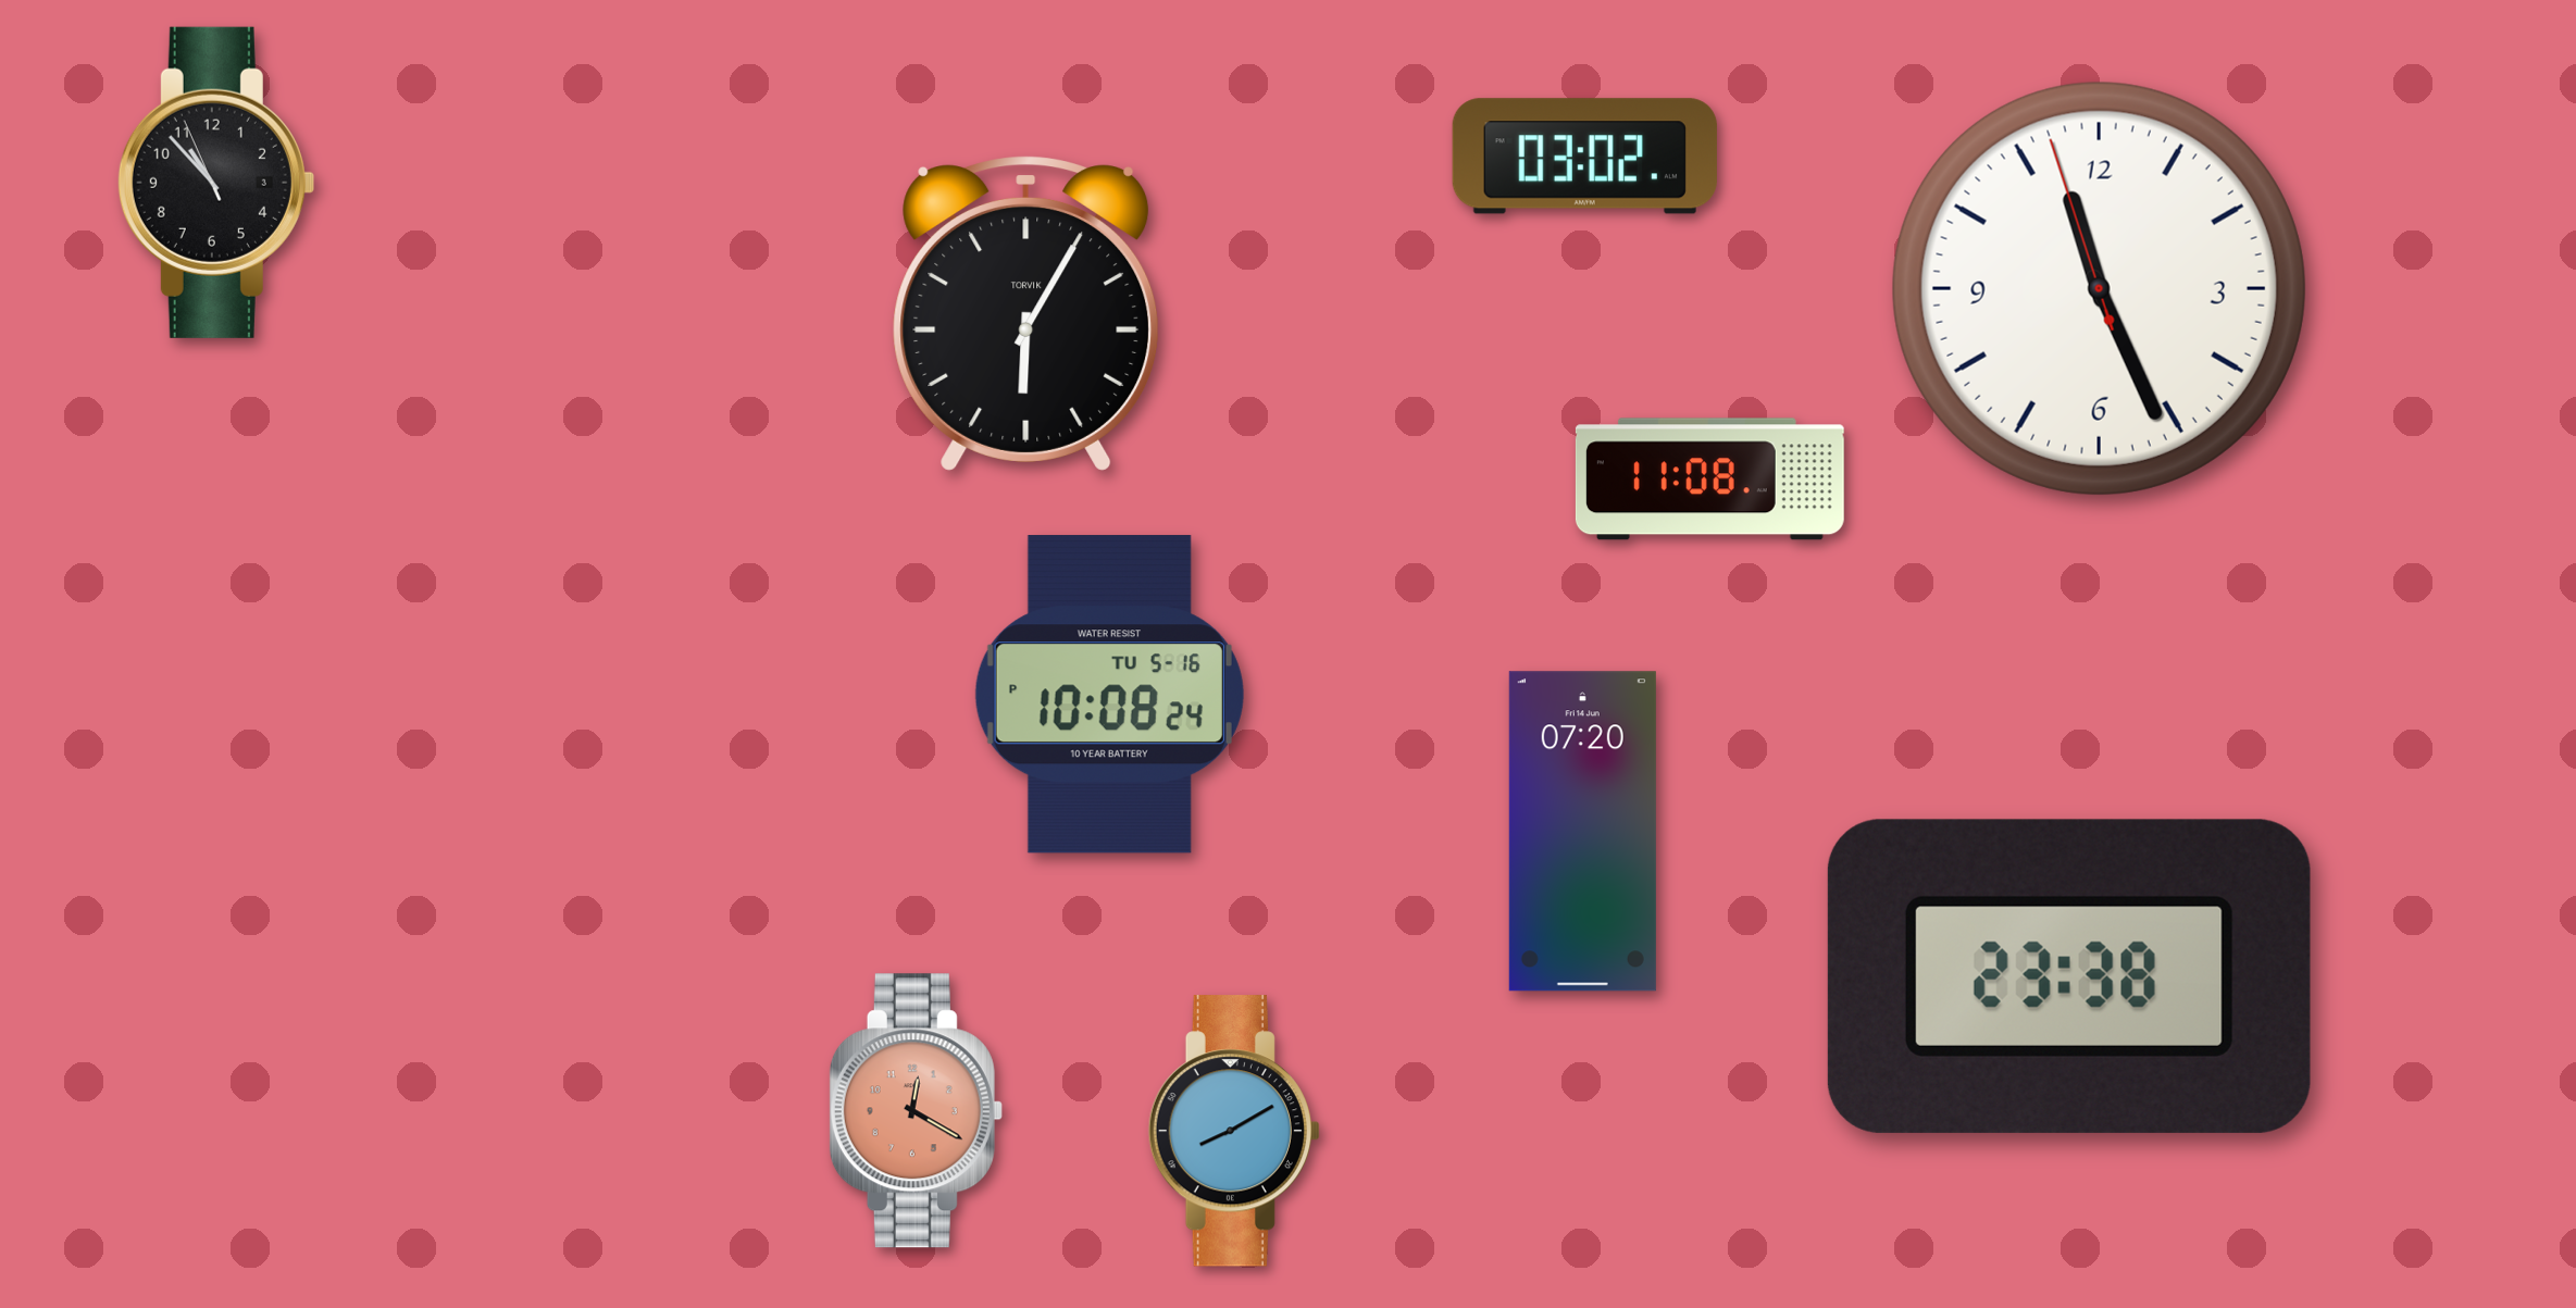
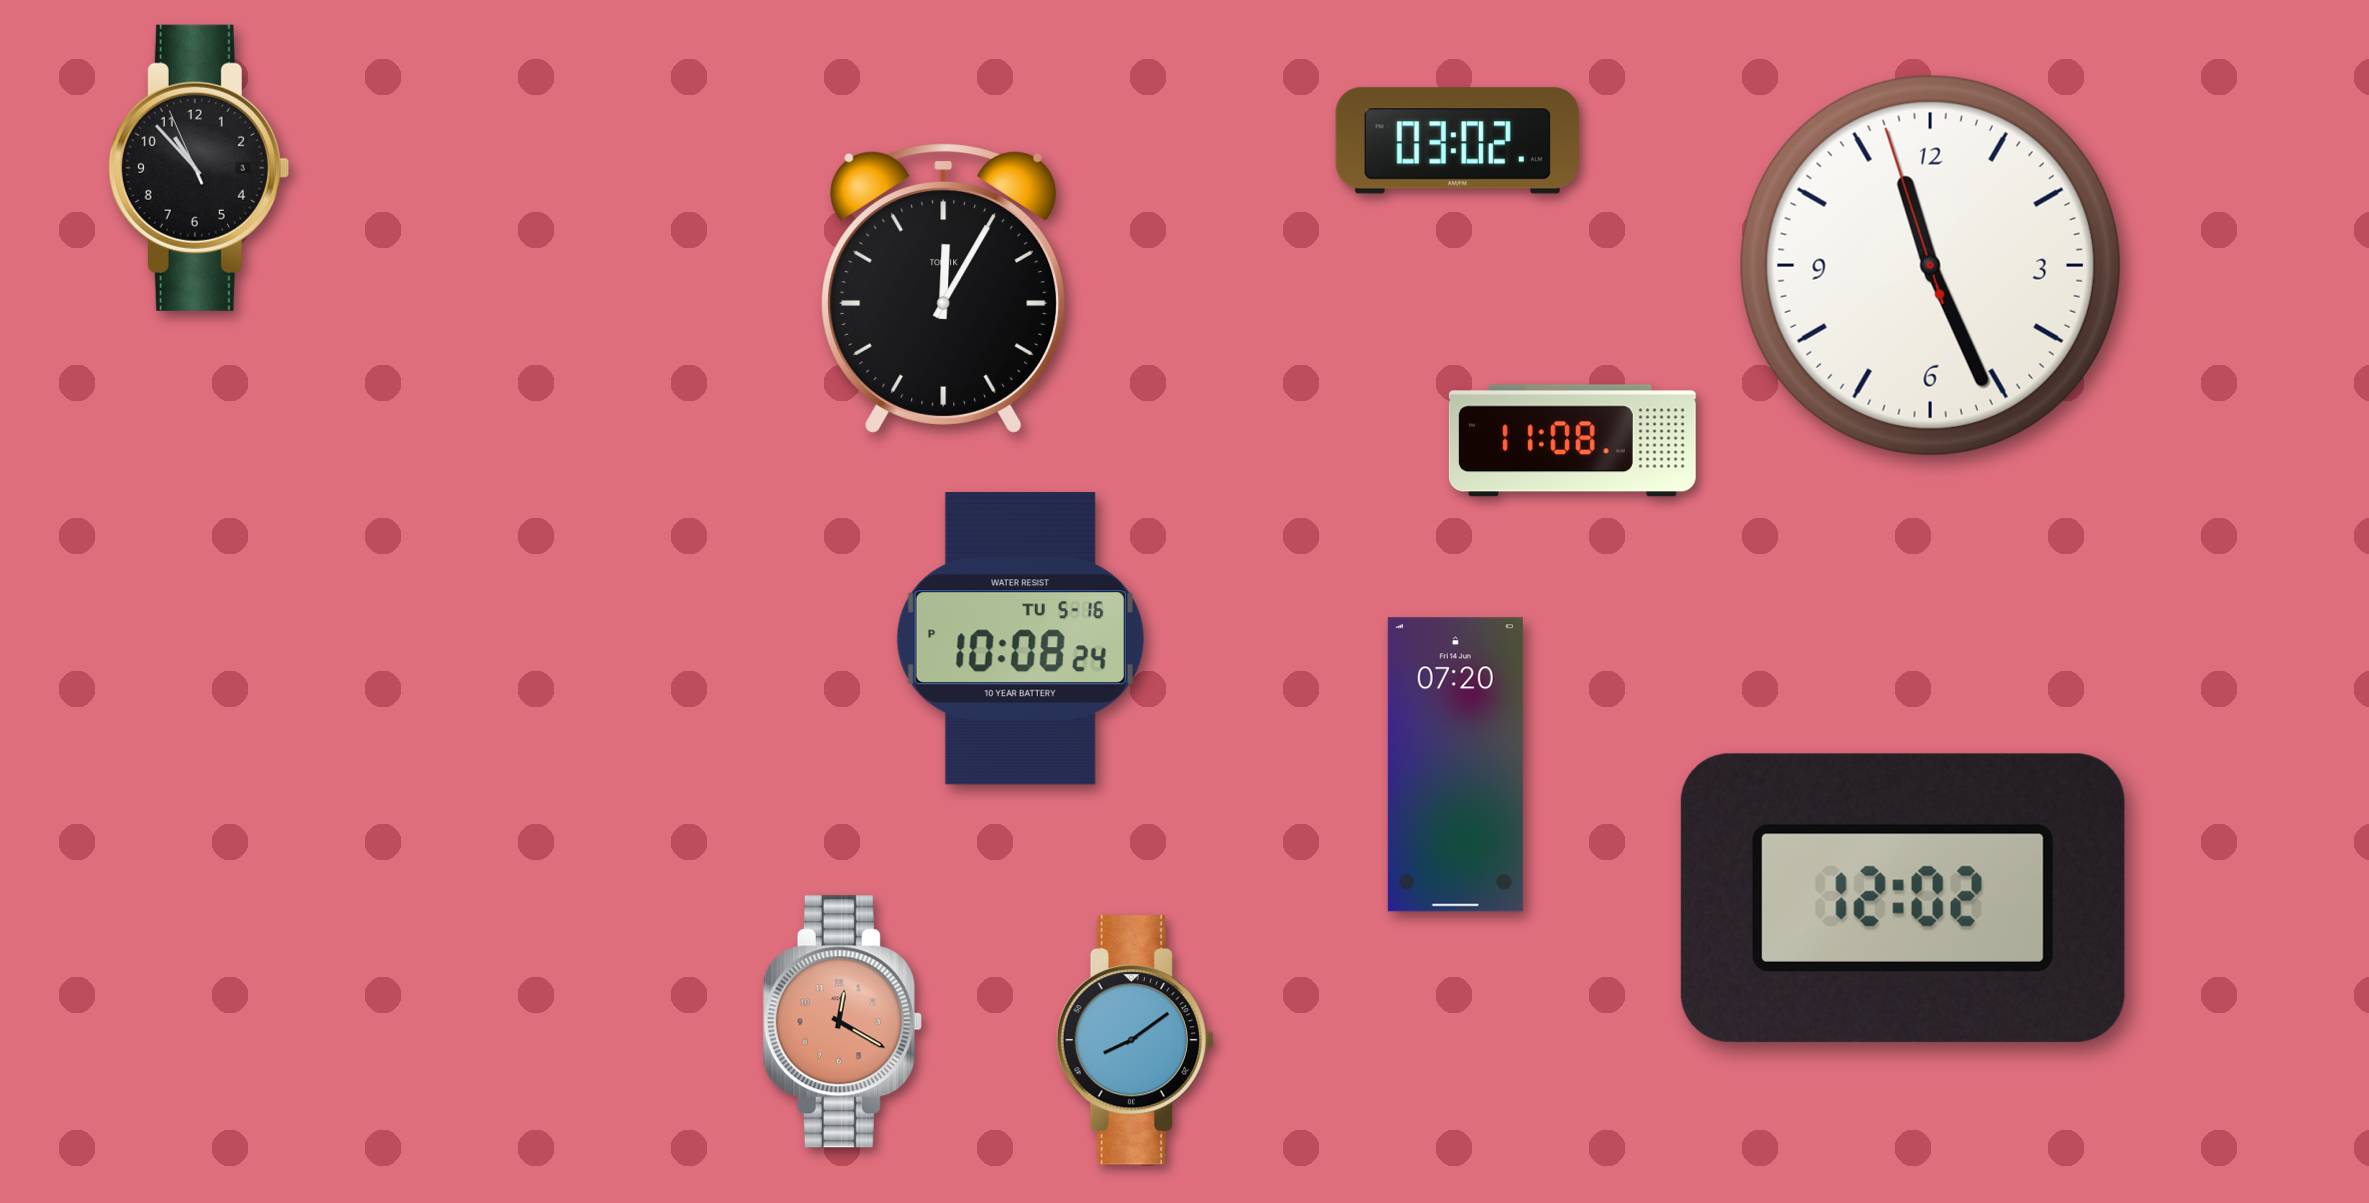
clock at (1584, 157) position: (1584, 157) -> (1457, 141)
clock at (1026, 313): 6:05 -> 12:05
clock at (2069, 976): 23:38 -> 12:02
clock at (1234, 1131): 8:10 -> 8:09
